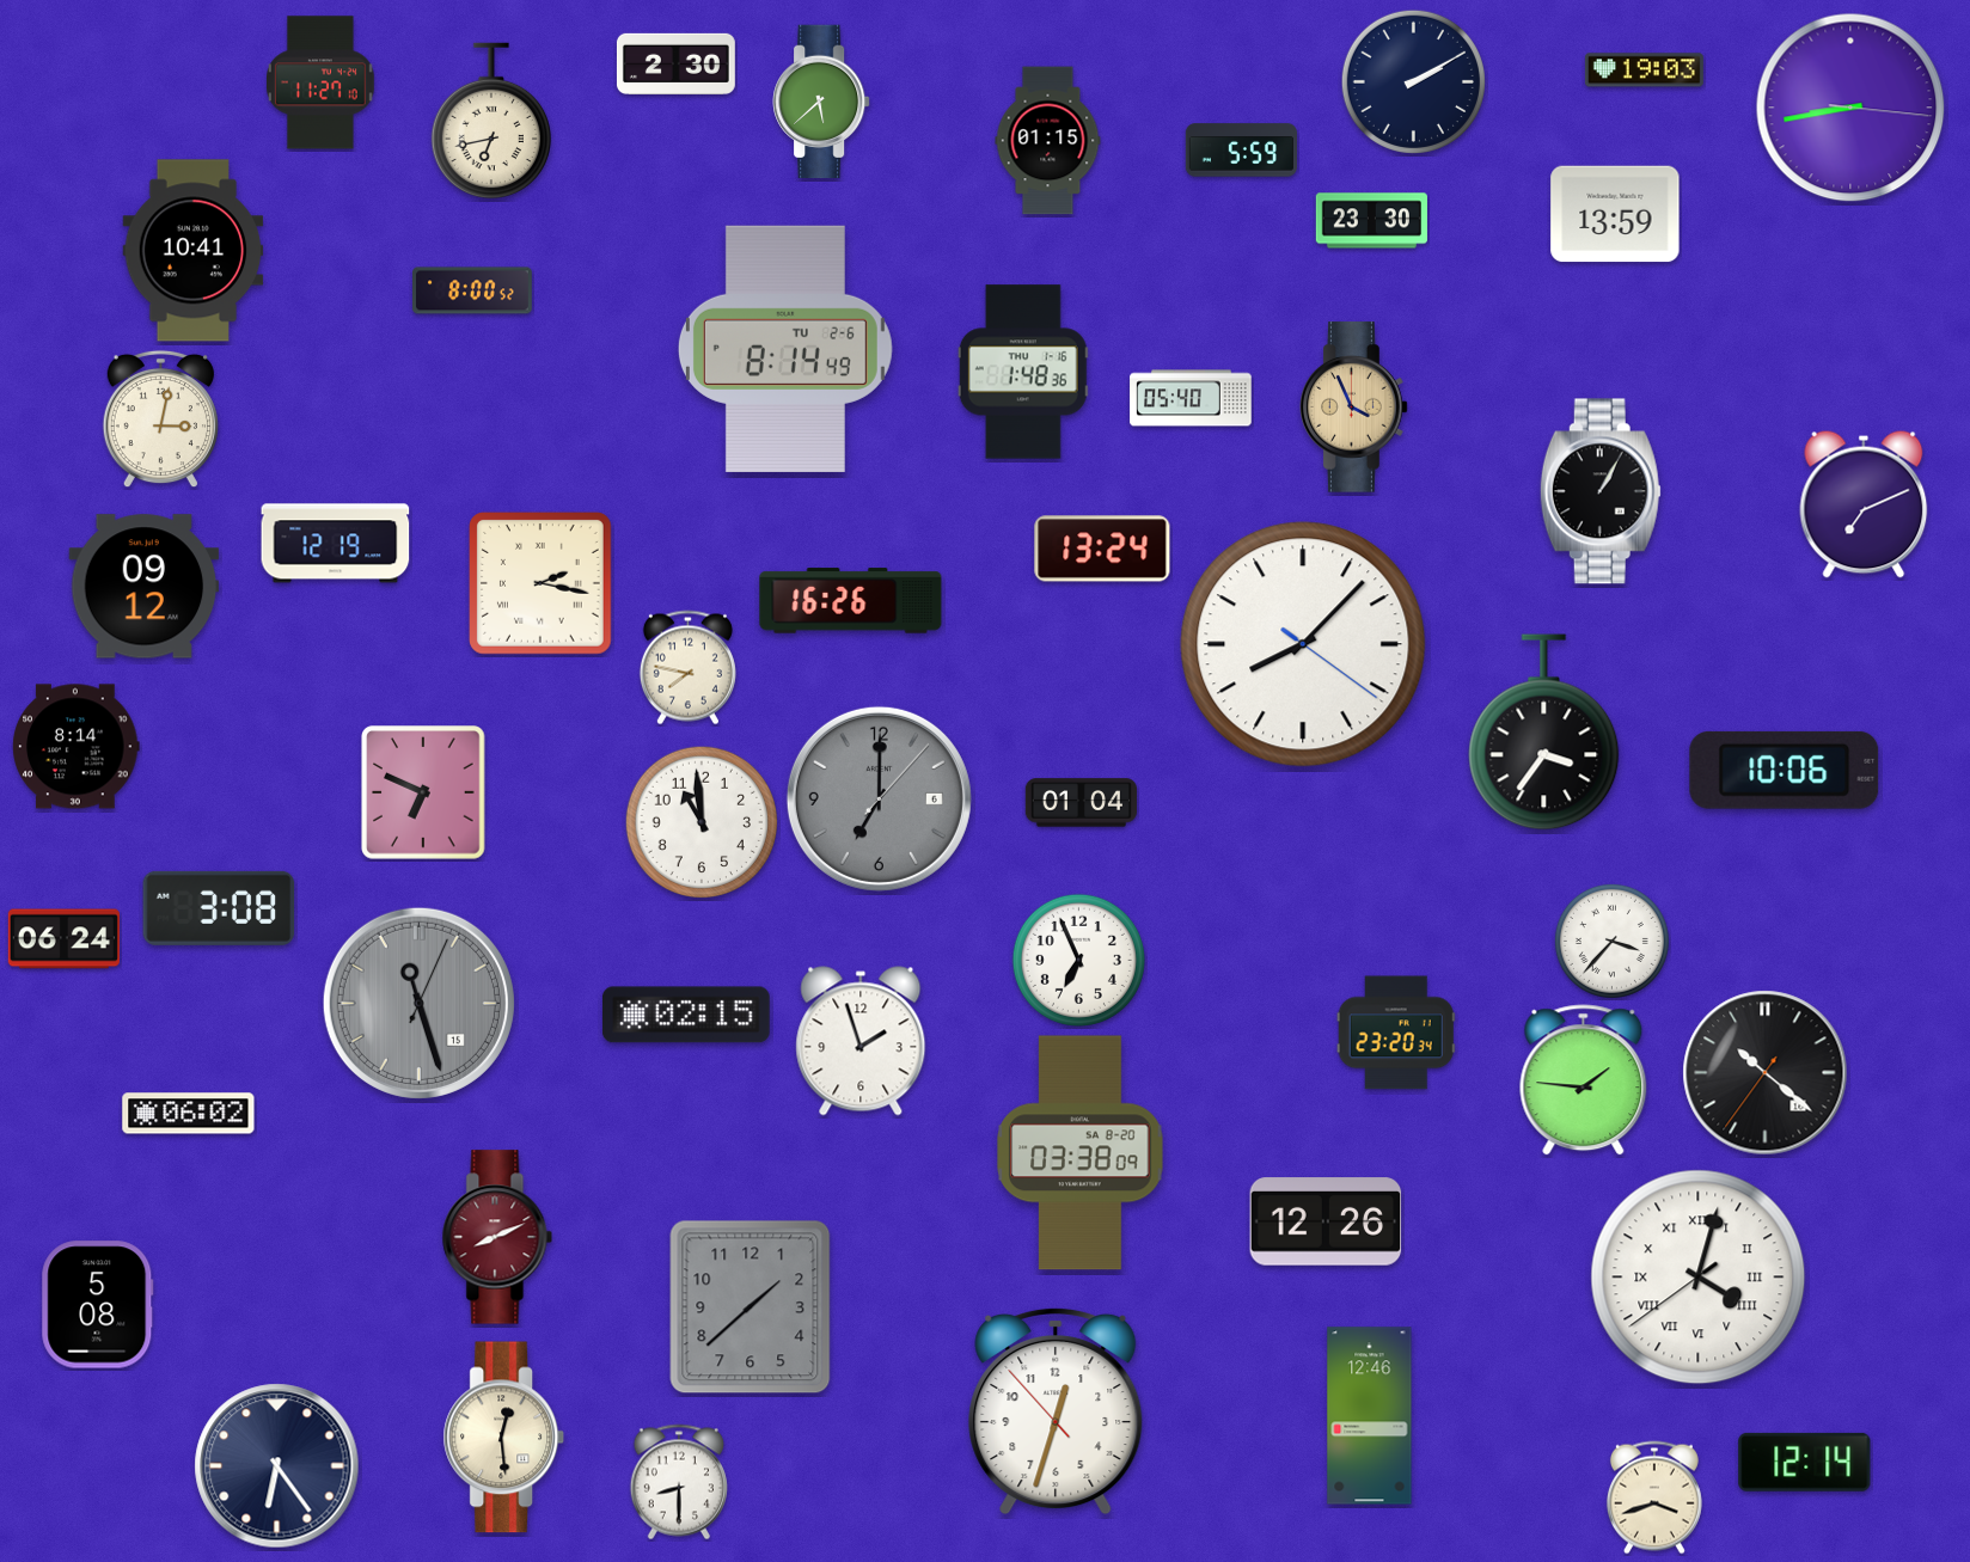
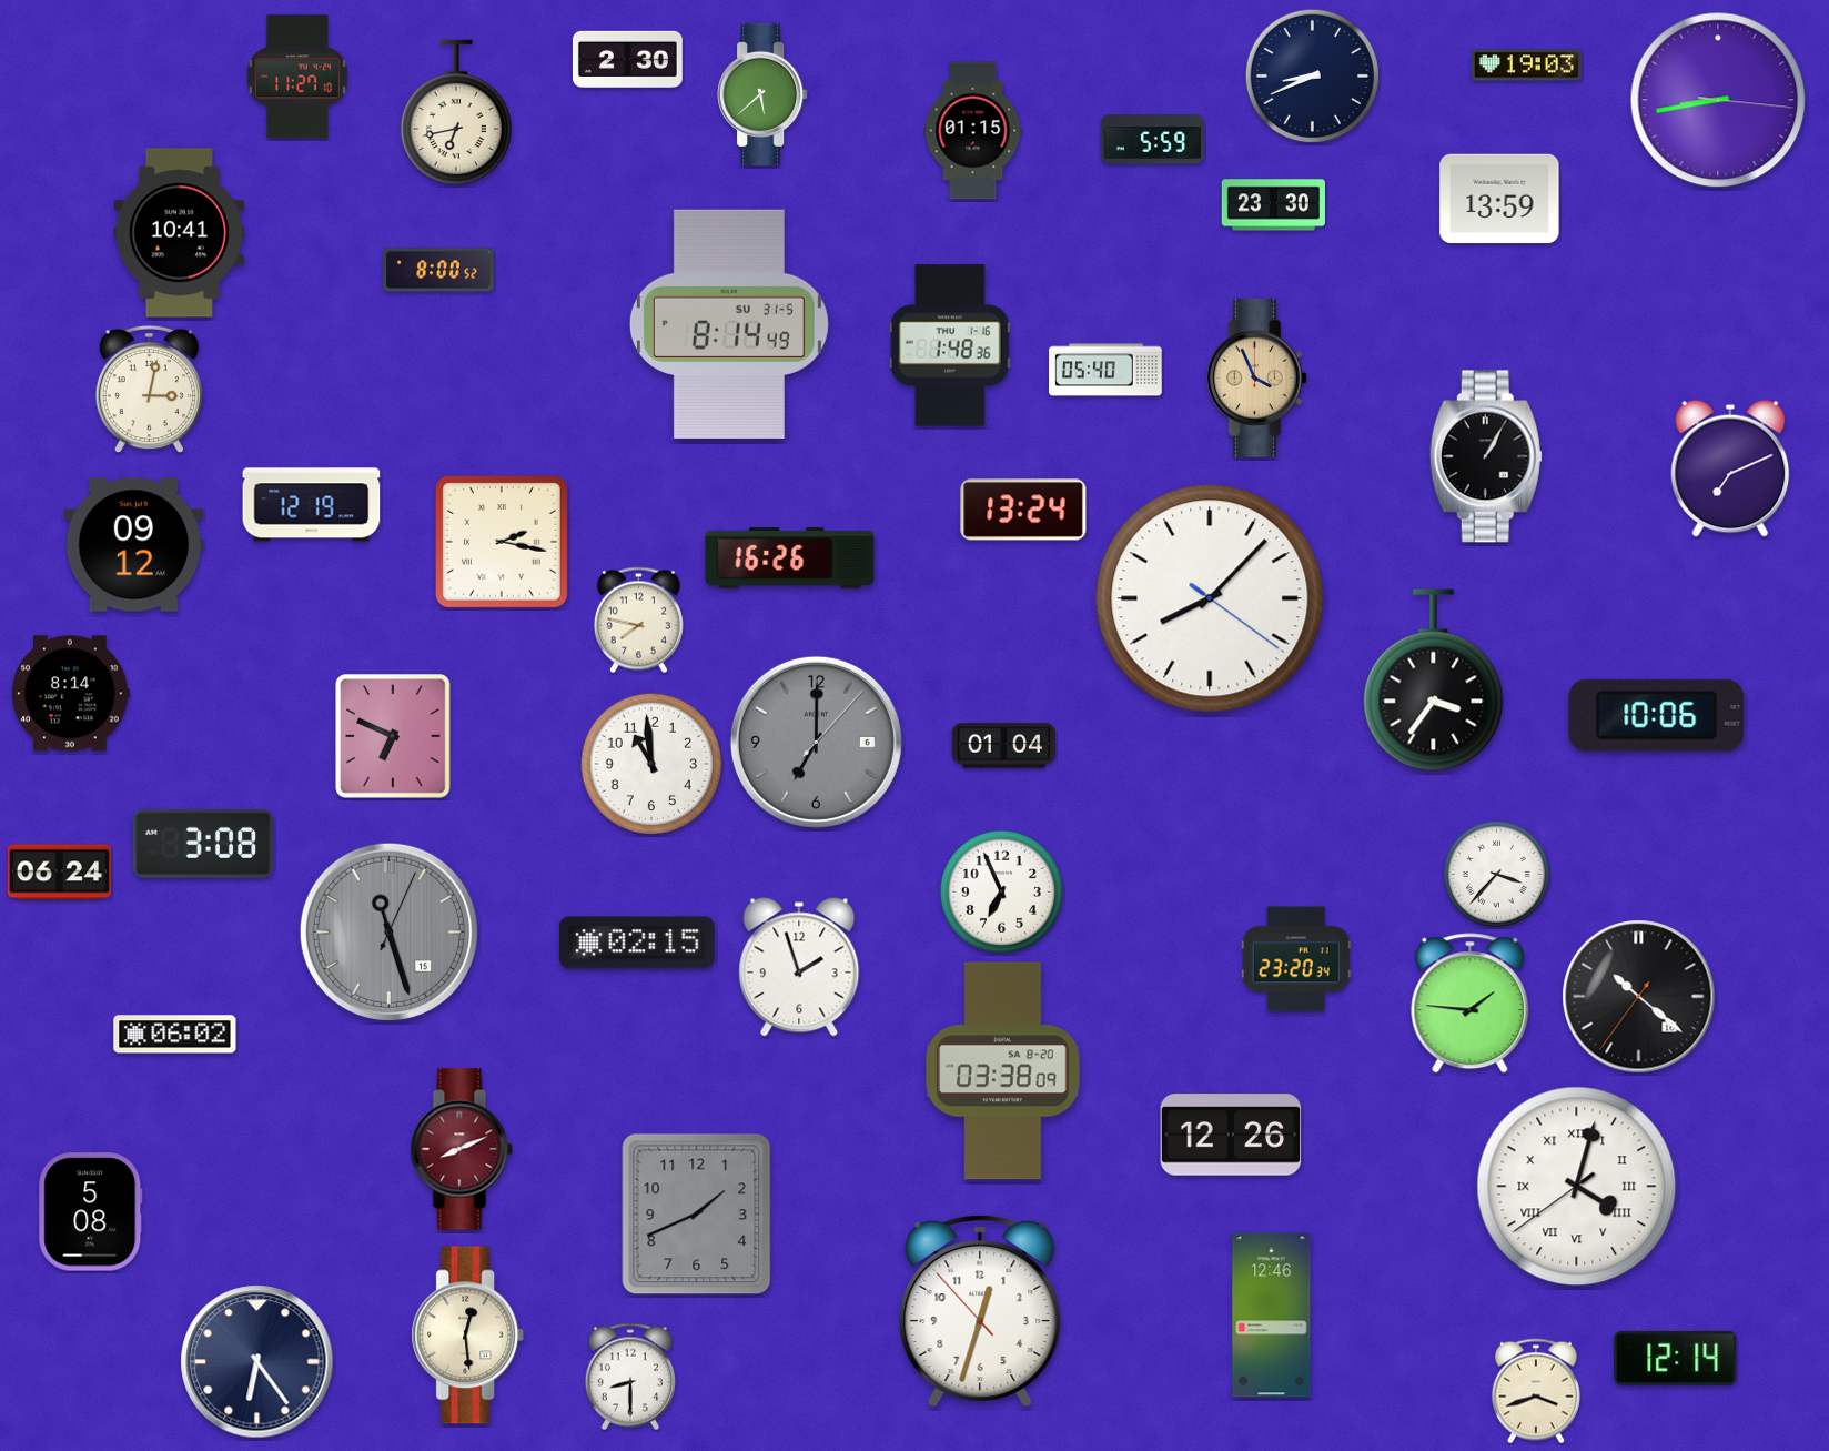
clock at (1413, 81): 2:10 -> 8:41
clock at (785, 349) date: TU 2-6 -> SU 31-5
clock at (751, 1307): 1:38 -> 1:41
